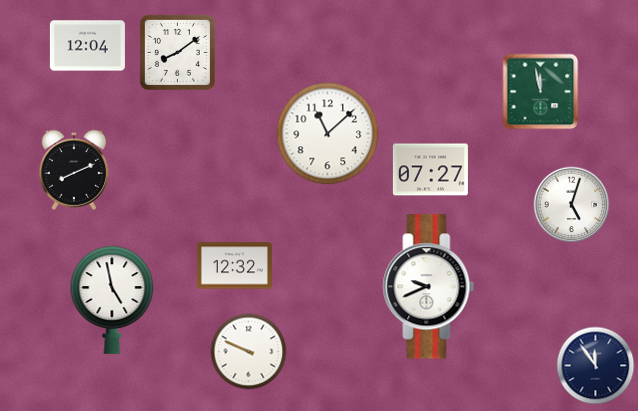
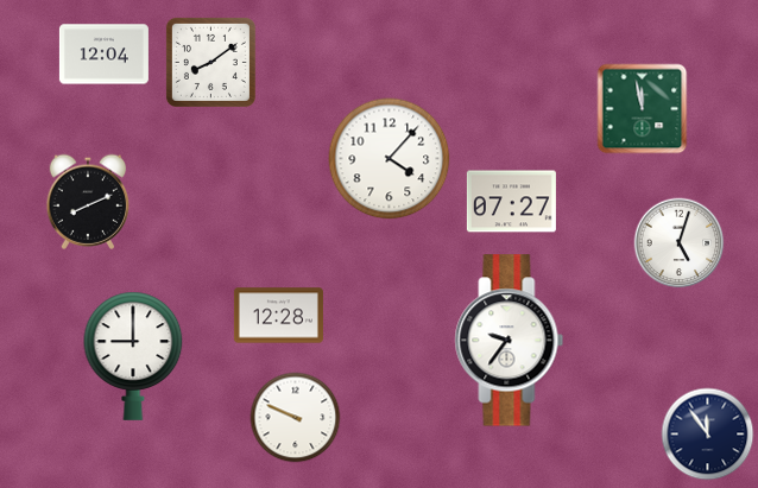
clock at (328, 134): 11:08 -> 4:07
clock at (234, 266): 12:32 -> 12:28
clock at (429, 287): 9:41 -> 9:36
clock at (112, 300): 4:58 -> 9:00
